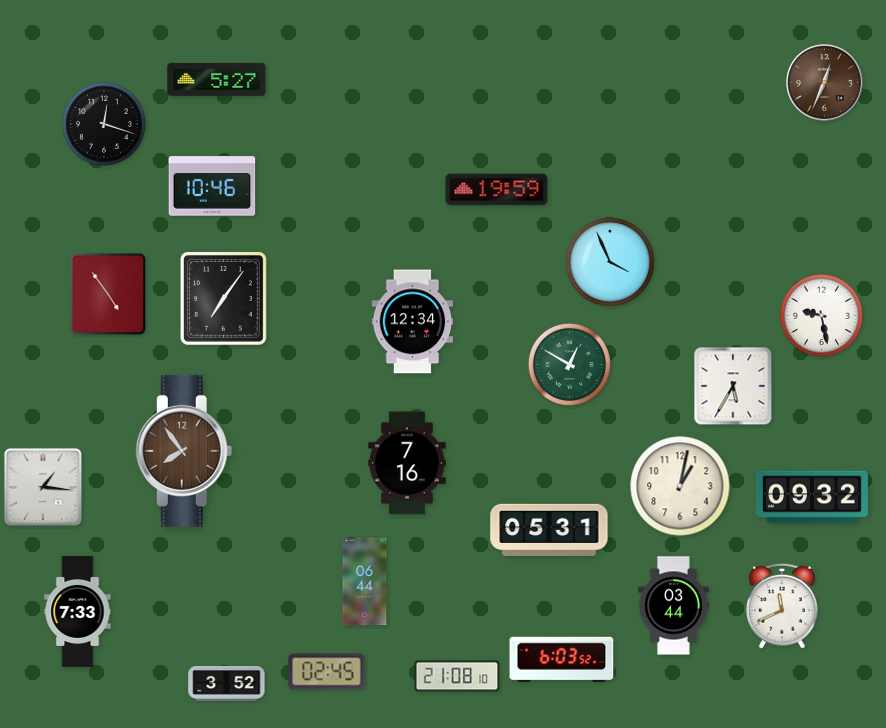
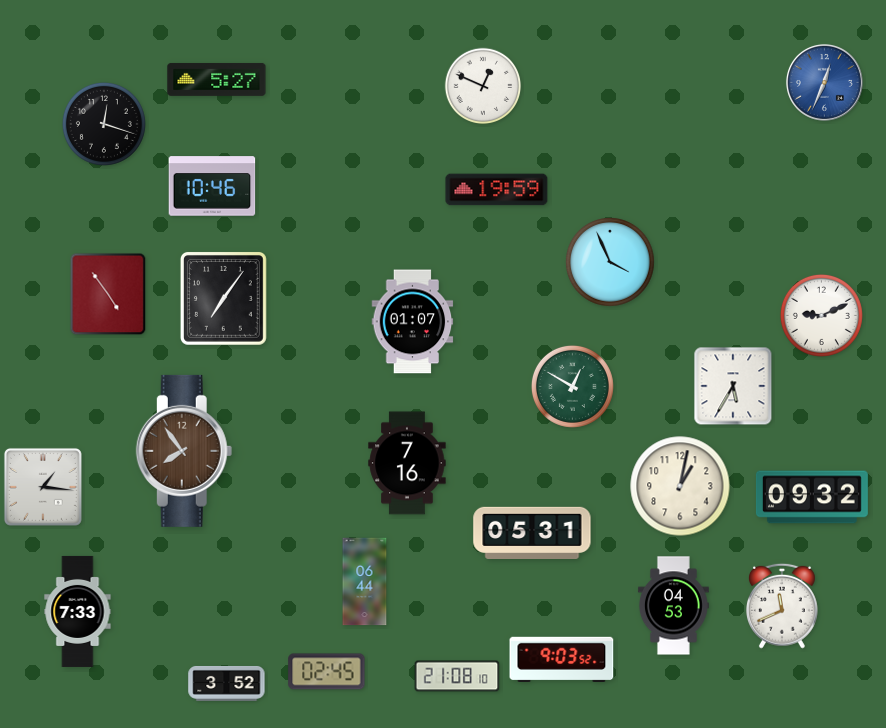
clock at (824, 82) dial: brown -> blue
clock at (483, 86): none -> 12:49
clock at (821, 315): 9:28 -> 9:11
clock at (413, 322): 12:34 -> 01:07
clock at (569, 364) position: (569, 364) -> (572, 386)
clock at (549, 529) position: (549, 529) -> (532, 532)
clock at (673, 606): 03:44 -> 04:53
clock at (562, 660): 6:03 -> 9:03
